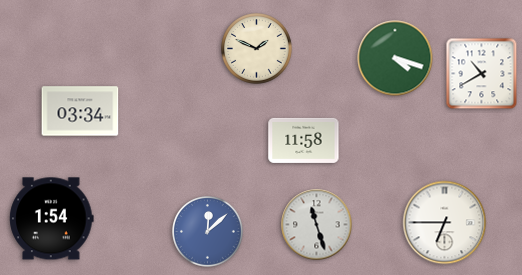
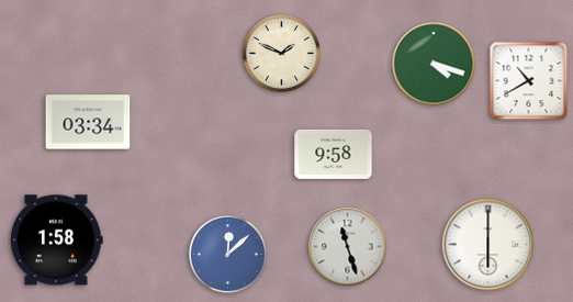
clock at (304, 140): 11:58 -> 9:58
clock at (52, 219): 1:54 -> 1:58
clock at (445, 223): 6:45 -> 6:00
